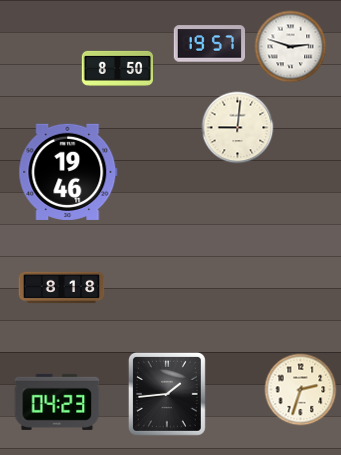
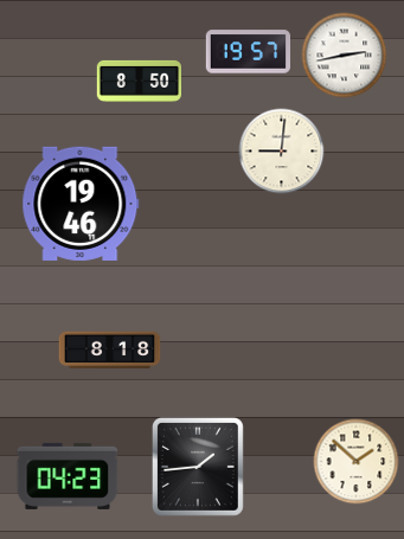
clock at (291, 47): 2:48 -> 2:43
clock at (62, 288) position: (62, 288) -> (110, 351)
clock at (301, 390): 2:33 -> 1:52
